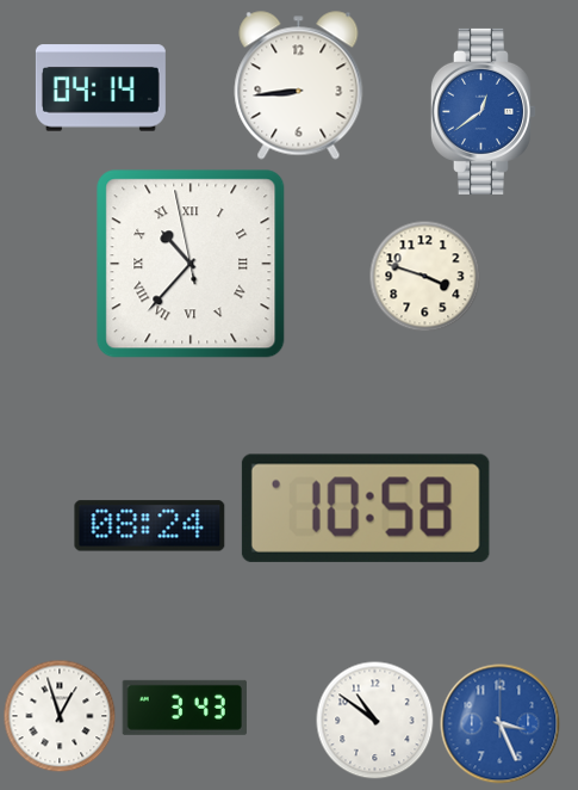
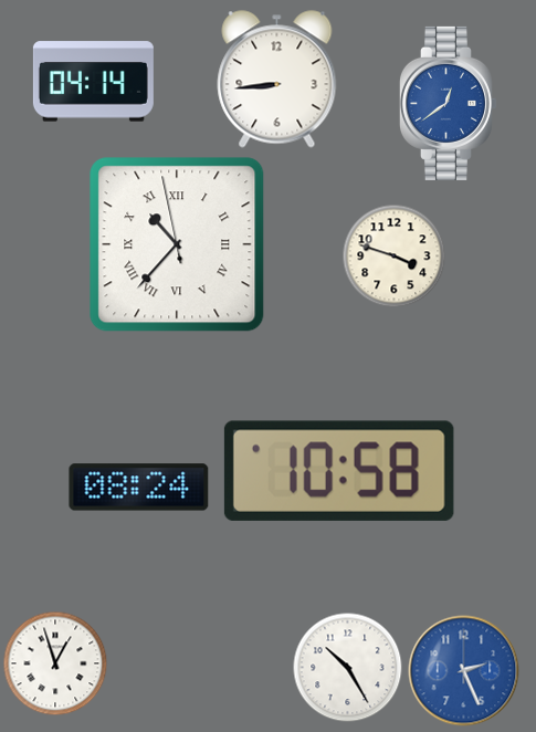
clock at (185, 708): 3:43 -> none
clock at (375, 721): 10:51 -> 10:25
clock at (501, 724): 3:26 -> 2:26
